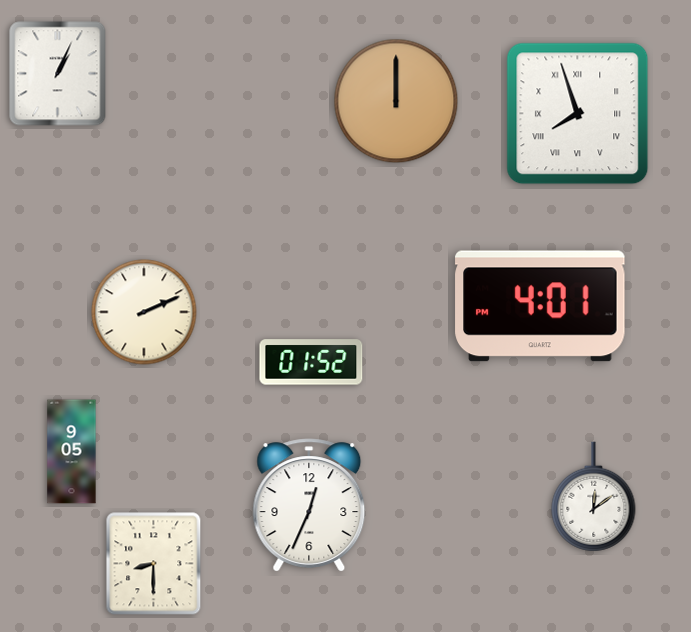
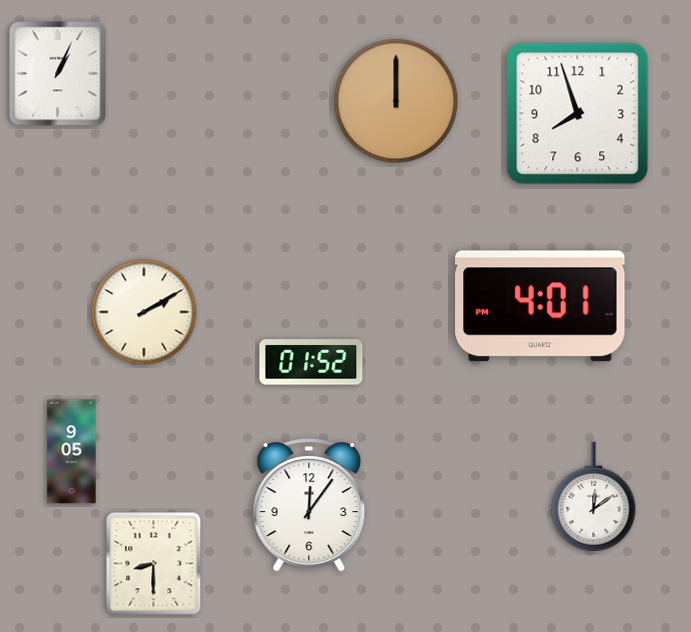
clock at (578, 114) numerals: Roman -> Arabic
clock at (144, 312): 2:11 -> 2:10
clock at (309, 505): 12:34 -> 12:06
